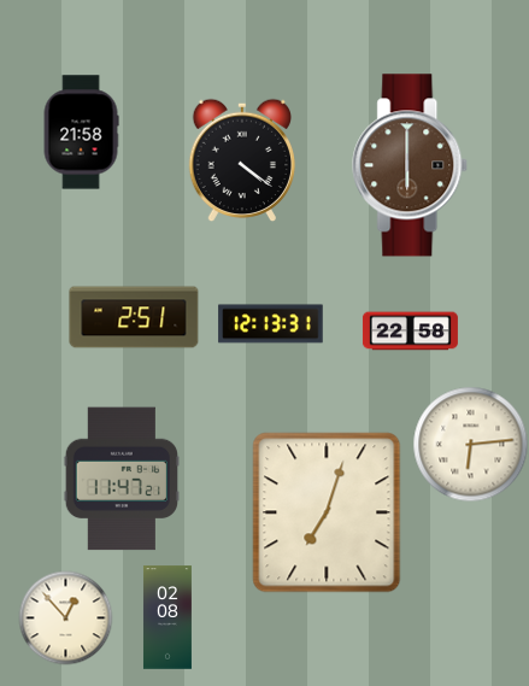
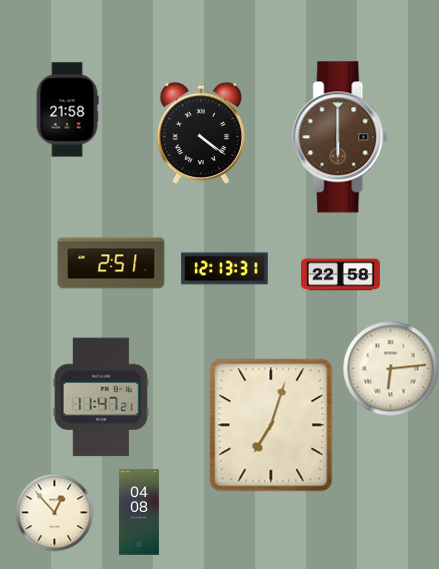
clock at (167, 617): 02:08 -> 04:08
